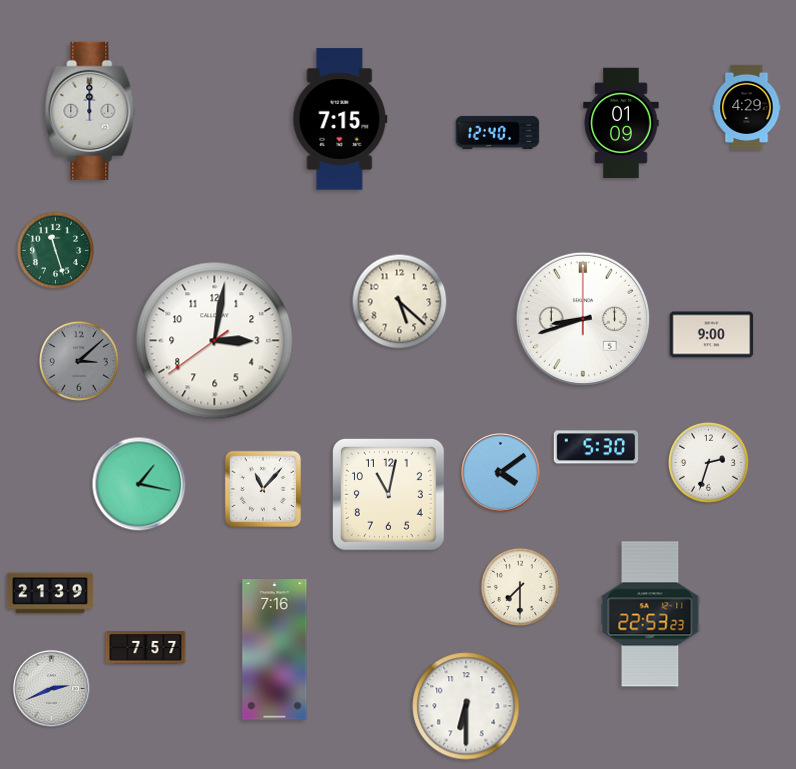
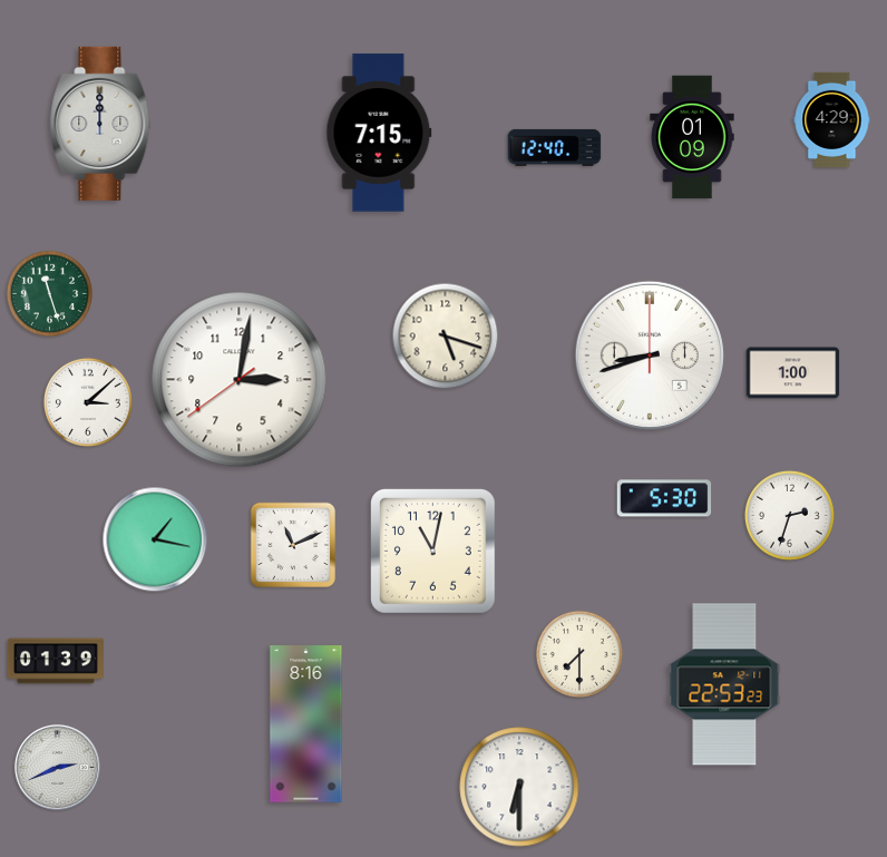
clock at (56, 251) position: (56, 251) -> (50, 294)
clock at (400, 302): 5:22 -> 5:18
clock at (712, 335): 9:00 -> 1:00
clock at (79, 361) dial: grey -> white
clock at (501, 473): 4:09 -> none
clock at (262, 488): 11:07 -> 11:11
clock at (50, 593): 21:39 -> 01:39
clock at (146, 648): 7:57 -> none
clock at (275, 650): 7:16 -> 8:16
